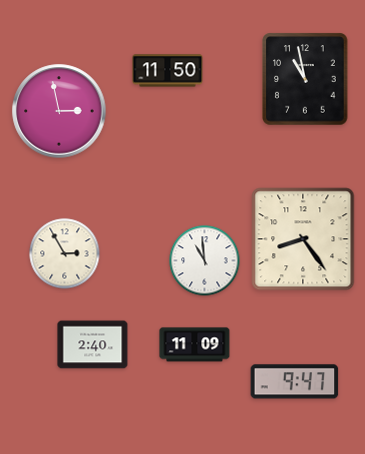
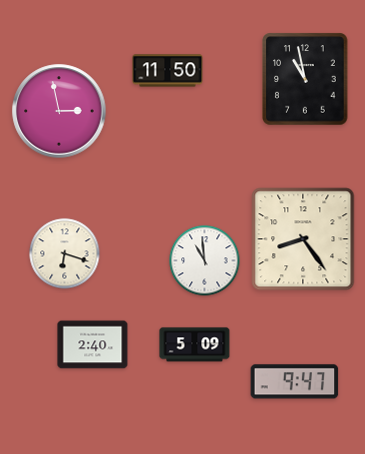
clock at (65, 254): 2:55 -> 6:18
clock at (195, 345): 11:09 -> 5:09
